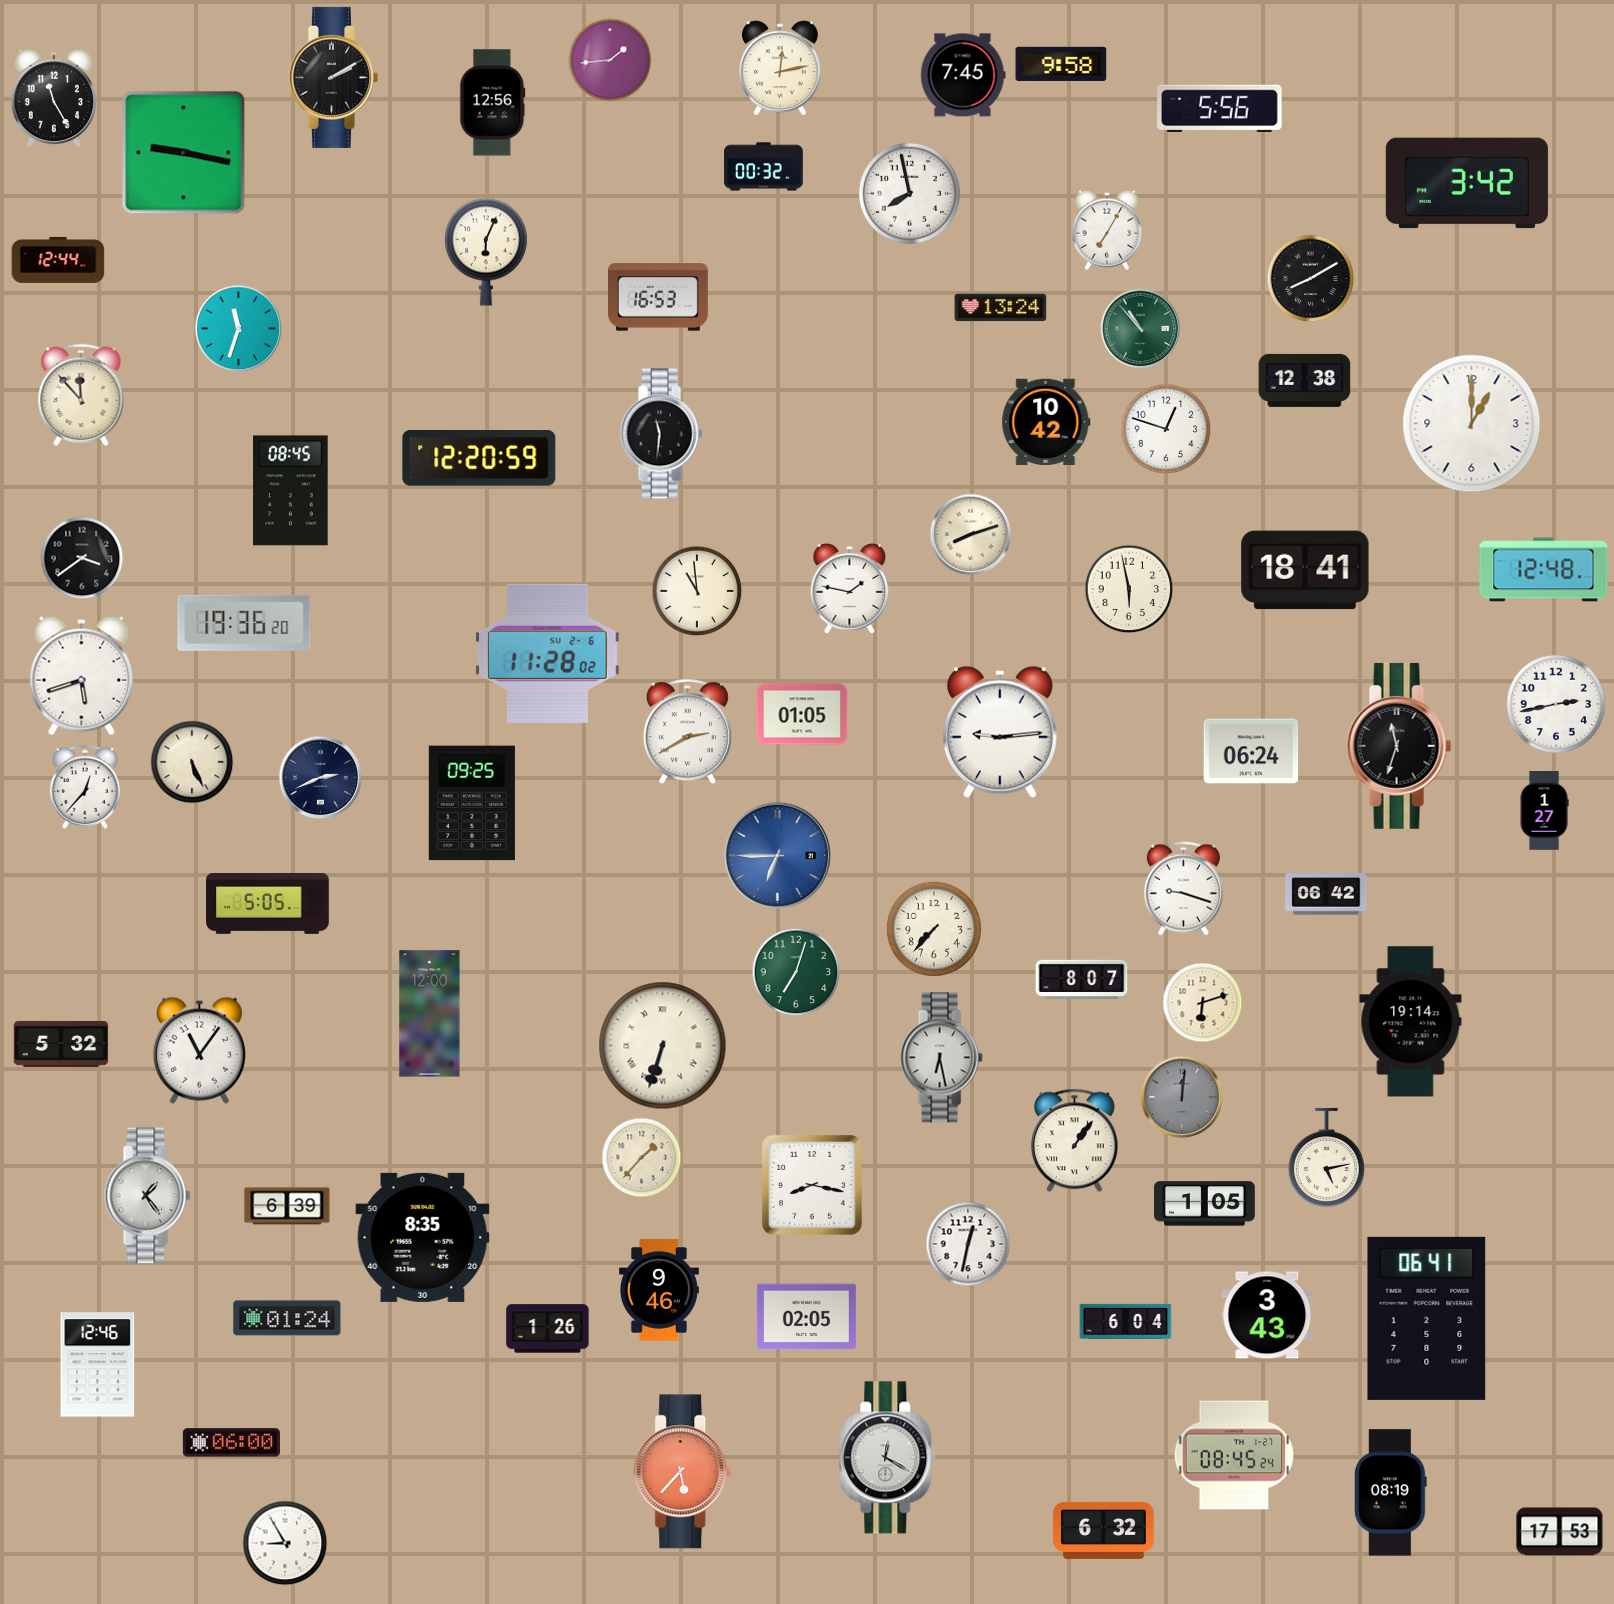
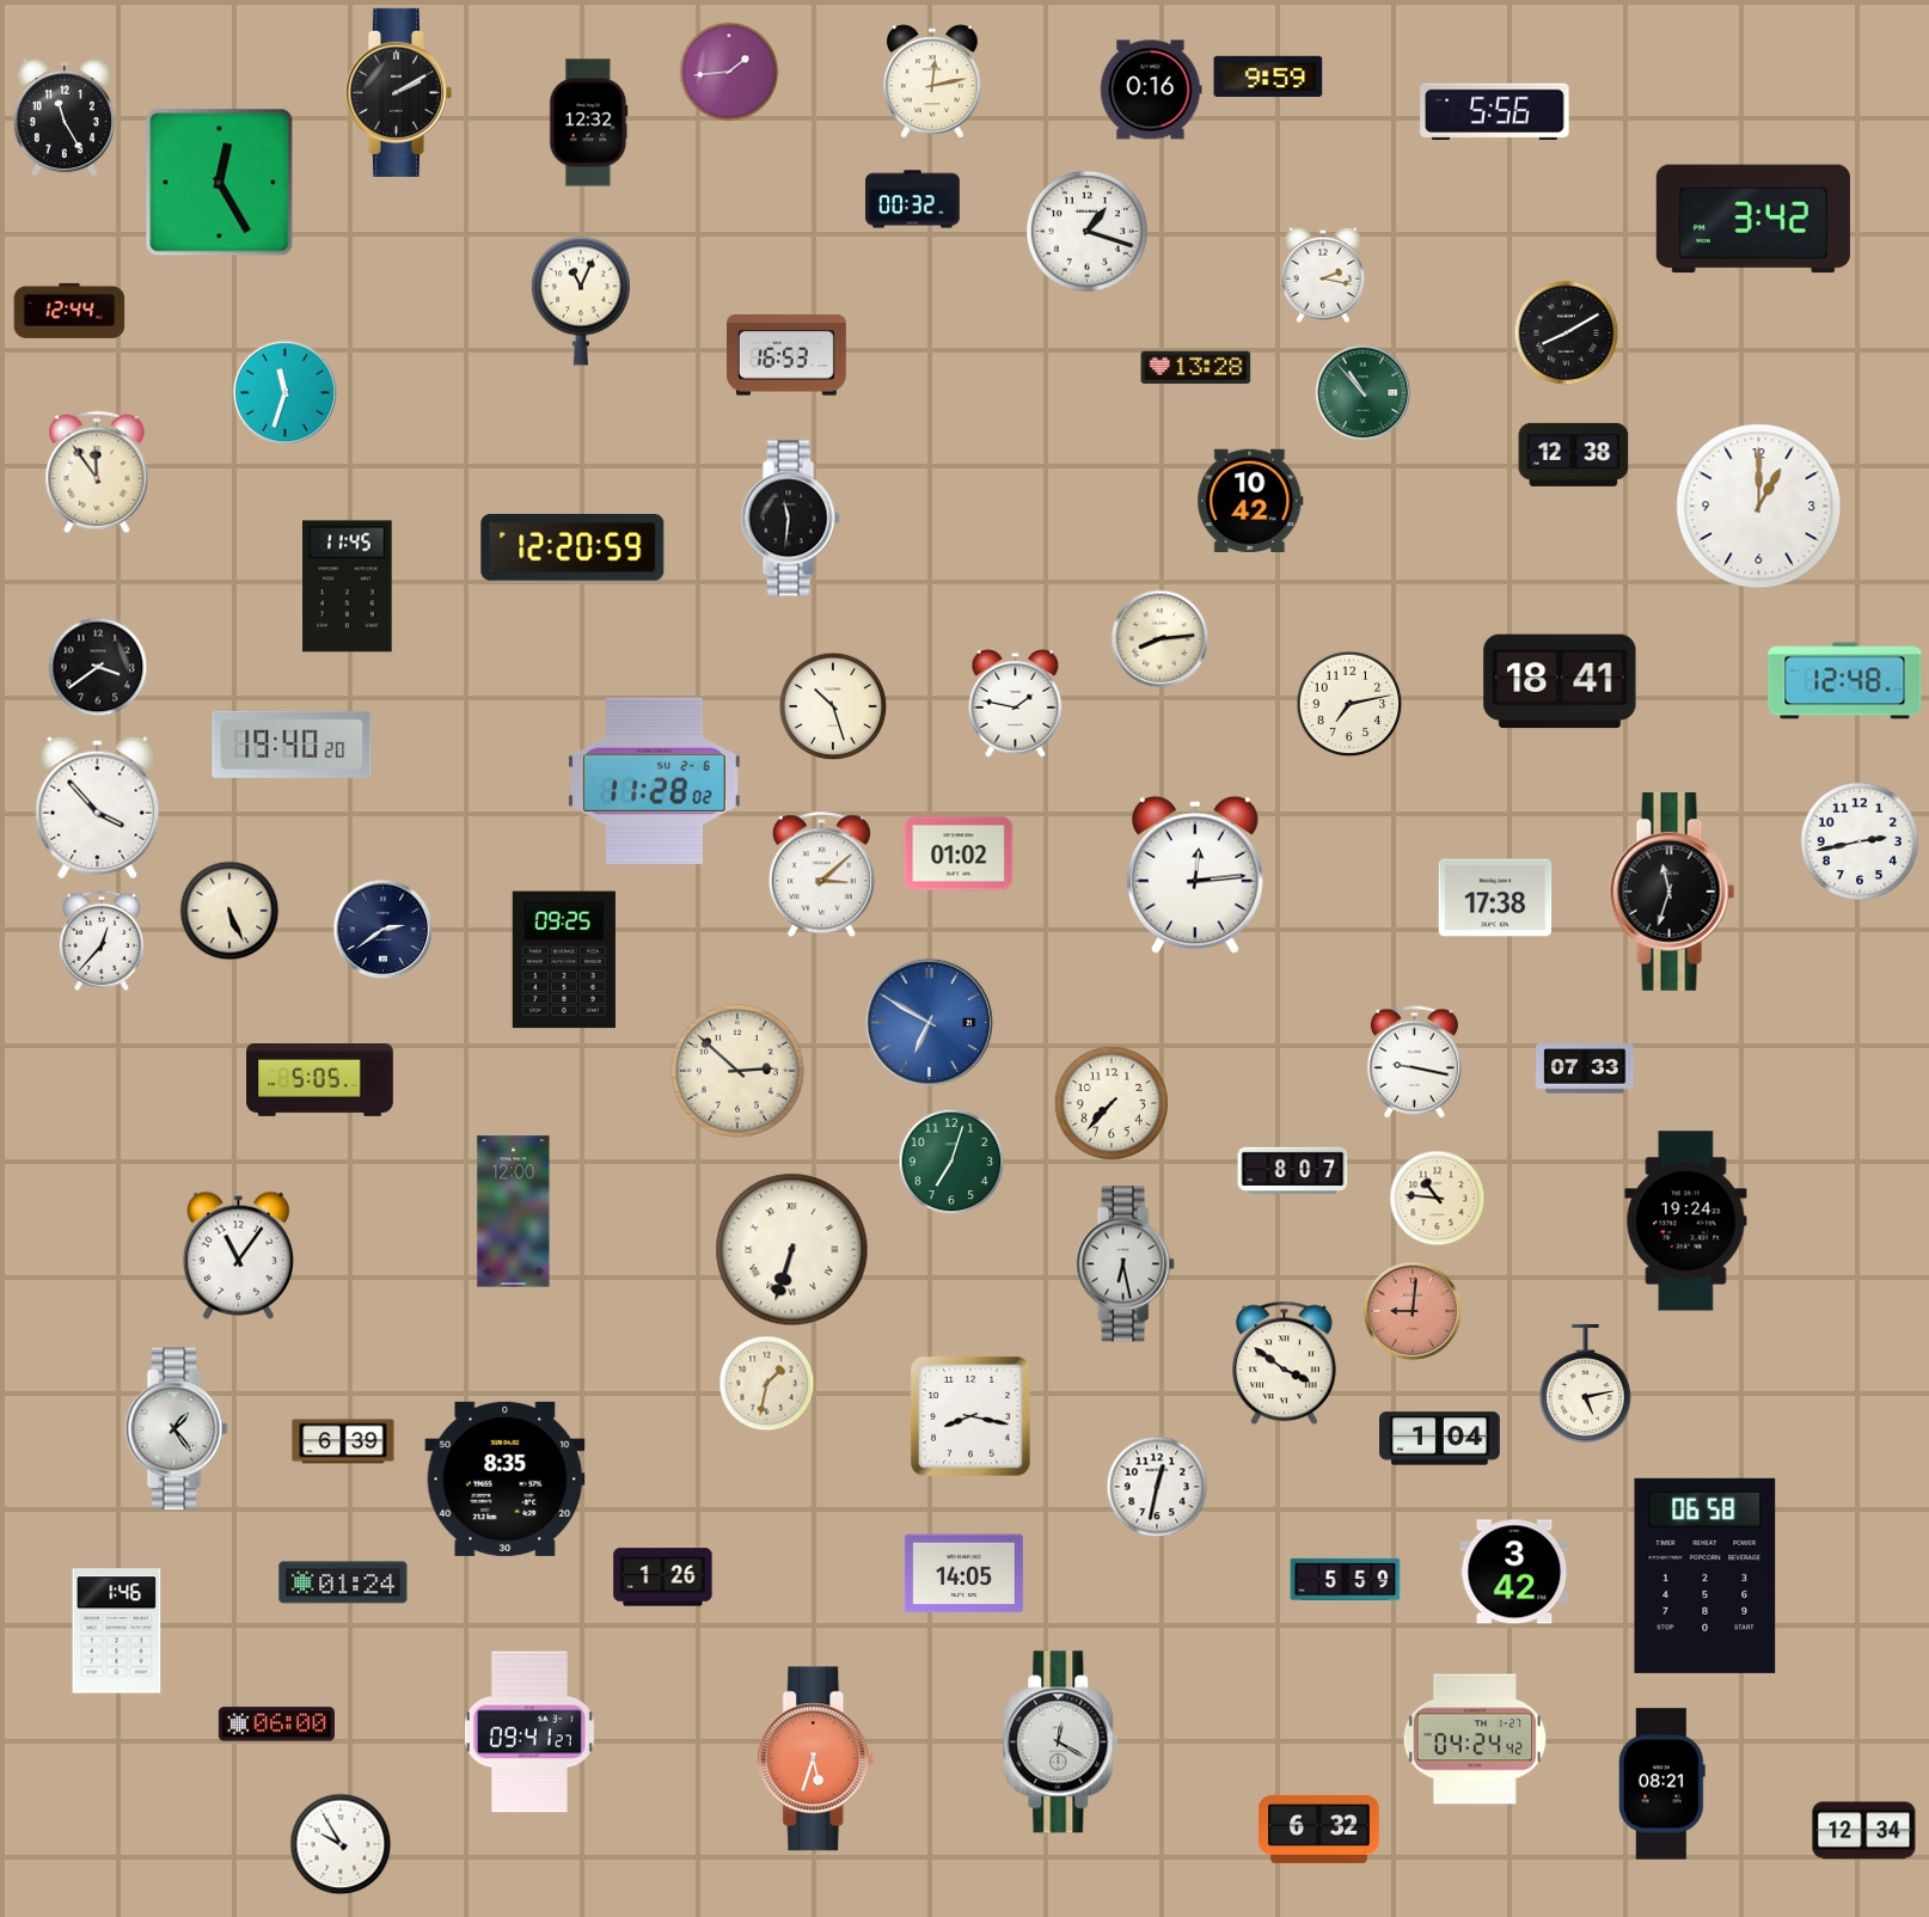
clock at (1061, 63): 9:58 -> 9:59
clock at (963, 75): 7:45 -> 0:16
clock at (493, 103): 12:56 -> 12:32
clock at (1220, 109) position: (1220, 109) -> (1495, 112)
clock at (184, 153): 9:17 -> 12:25
clock at (909, 193): 7:58 -> 1:18
clock at (1107, 230): 7:05 -> 2:17
clock at (486, 252): 6:04 -> 11:04
clock at (1001, 308): 13:24 -> 13:28
clock at (1305, 380) position: (1305, 380) -> (1574, 454)
clock at (81, 395): 11:53 -> 11:54
clock at (1046, 421) position: (1046, 421) -> (1250, 500)
clock at (1166, 429): 12:48 -> none
clock at (291, 491): 08:45 -> 11:45
clock at (971, 535): 8:12 -> 8:14
clock at (1129, 589): 5:58 -> 7:13
clock at (697, 591): 10:59 -> 10:27
clock at (244, 623): 19:36 -> 19:40
clock at (82, 676): 5:42 -> 3:53
clock at (802, 714): 01:05 -> 01:02
clock at (687, 732): 2:40 -> 3:08
clock at (1001, 732): 9:14 -> 12:14
clock at (1251, 751): 06:24 -> 17:38
clock at (321, 778): 2:41 -> 2:39
clock at (1544, 811): 1:27 -> none
clock at (777, 855): 6:45 -> 6:50
clock at (1183, 889): 9:18 -> 9:17
clock at (1326, 894): 06:42 -> 07:33
clock at (739, 1072): none -> 2:52
clock at (933, 928) position: (933, 928) -> (1110, 1102)
clock at (1203, 1003): 6:12 -> 10:46
clock at (1411, 1022): 19:14 -> 19:24
clock at (61, 1044): 5:32 -> none
clock at (1182, 1097): 12:01 -> 9:01
clock at (1182, 1097) dial: grey -> salmon
clock at (1075, 1141): 1:06 -> 3:51
clock at (642, 1158): 1:37 -> 1:32
clock at (1205, 1204): 1:05 -> 1:04
clock at (659, 1290): 9:46 -> none
clock at (1267, 1315): 3:43 -> 3:42
clock at (806, 1317): 02:05 -> 14:05
clock at (287, 1318) position: (287, 1318) -> (343, 1582)
clock at (1427, 1318): 06:41 -> 06:58
clock at (1126, 1321): 6:04 -> 5:59
clock at (548, 1329) position: (548, 1329) -> (663, 1578)
clock at (98, 1365): 12:46 -> 1:46
clock at (529, 1732): none -> 09:41
clock at (1234, 1455): 08:45 -> 04:24
clock at (683, 1472): 5:37 -> 5:33
clock at (1390, 1493): 08:19 -> 08:21
clock at (1560, 1532): 17:53 -> 12:34
clock at (285, 1543): 8:55 -> 9:55
